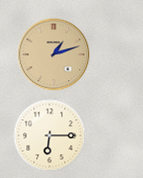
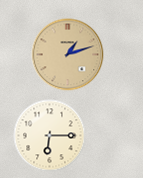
clock at (54, 55) position: (54, 55) -> (68, 55)
